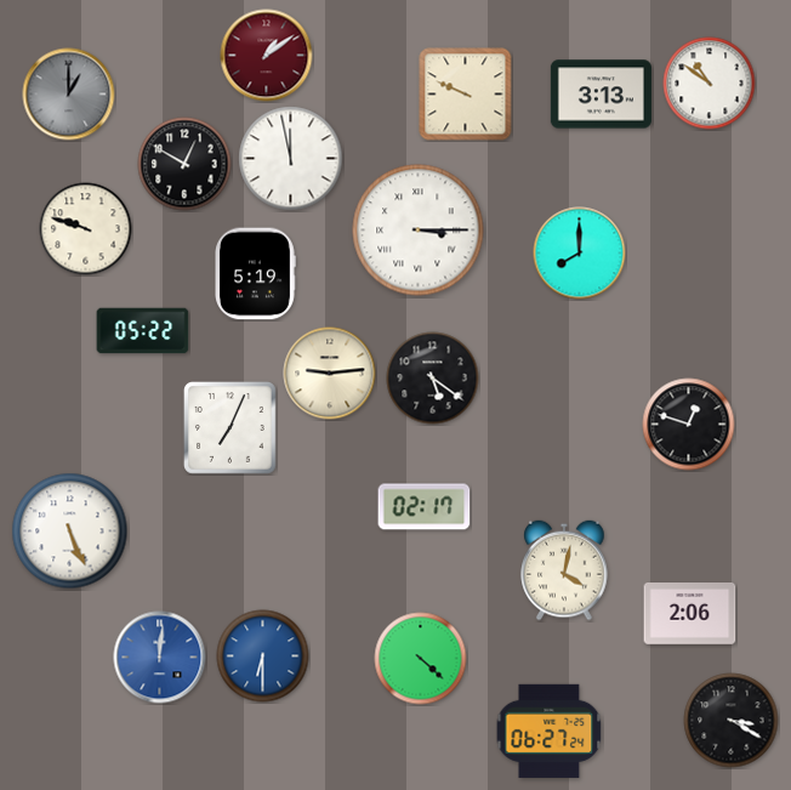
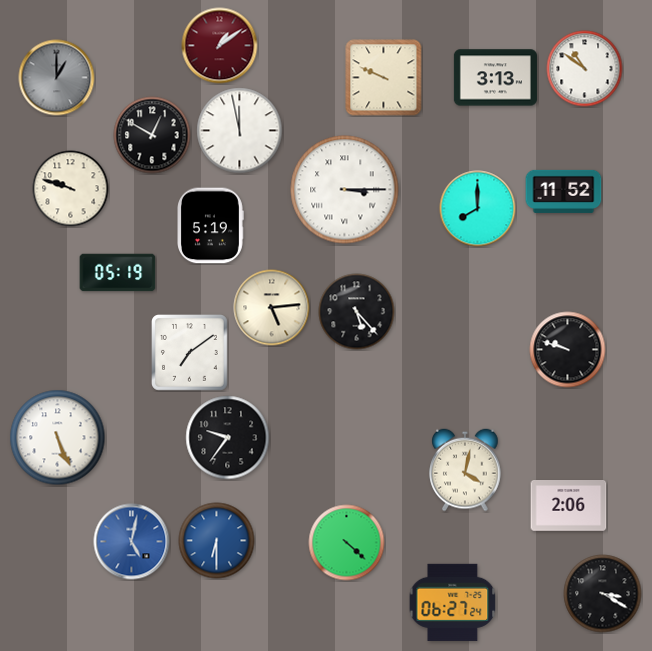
clock at (564, 191): none -> 11:52
clock at (143, 331): 05:22 -> 05:19
clock at (330, 374): 9:14 -> 5:14
clock at (433, 379): 5:21 -> 5:23
clock at (689, 425): 12:48 -> 9:48
clock at (231, 428): 7:04 -> 7:09
clock at (425, 507): 02:17 -> none
clock at (228, 438): none -> 9:36
clock at (160, 658): 12:01 -> 5:02
